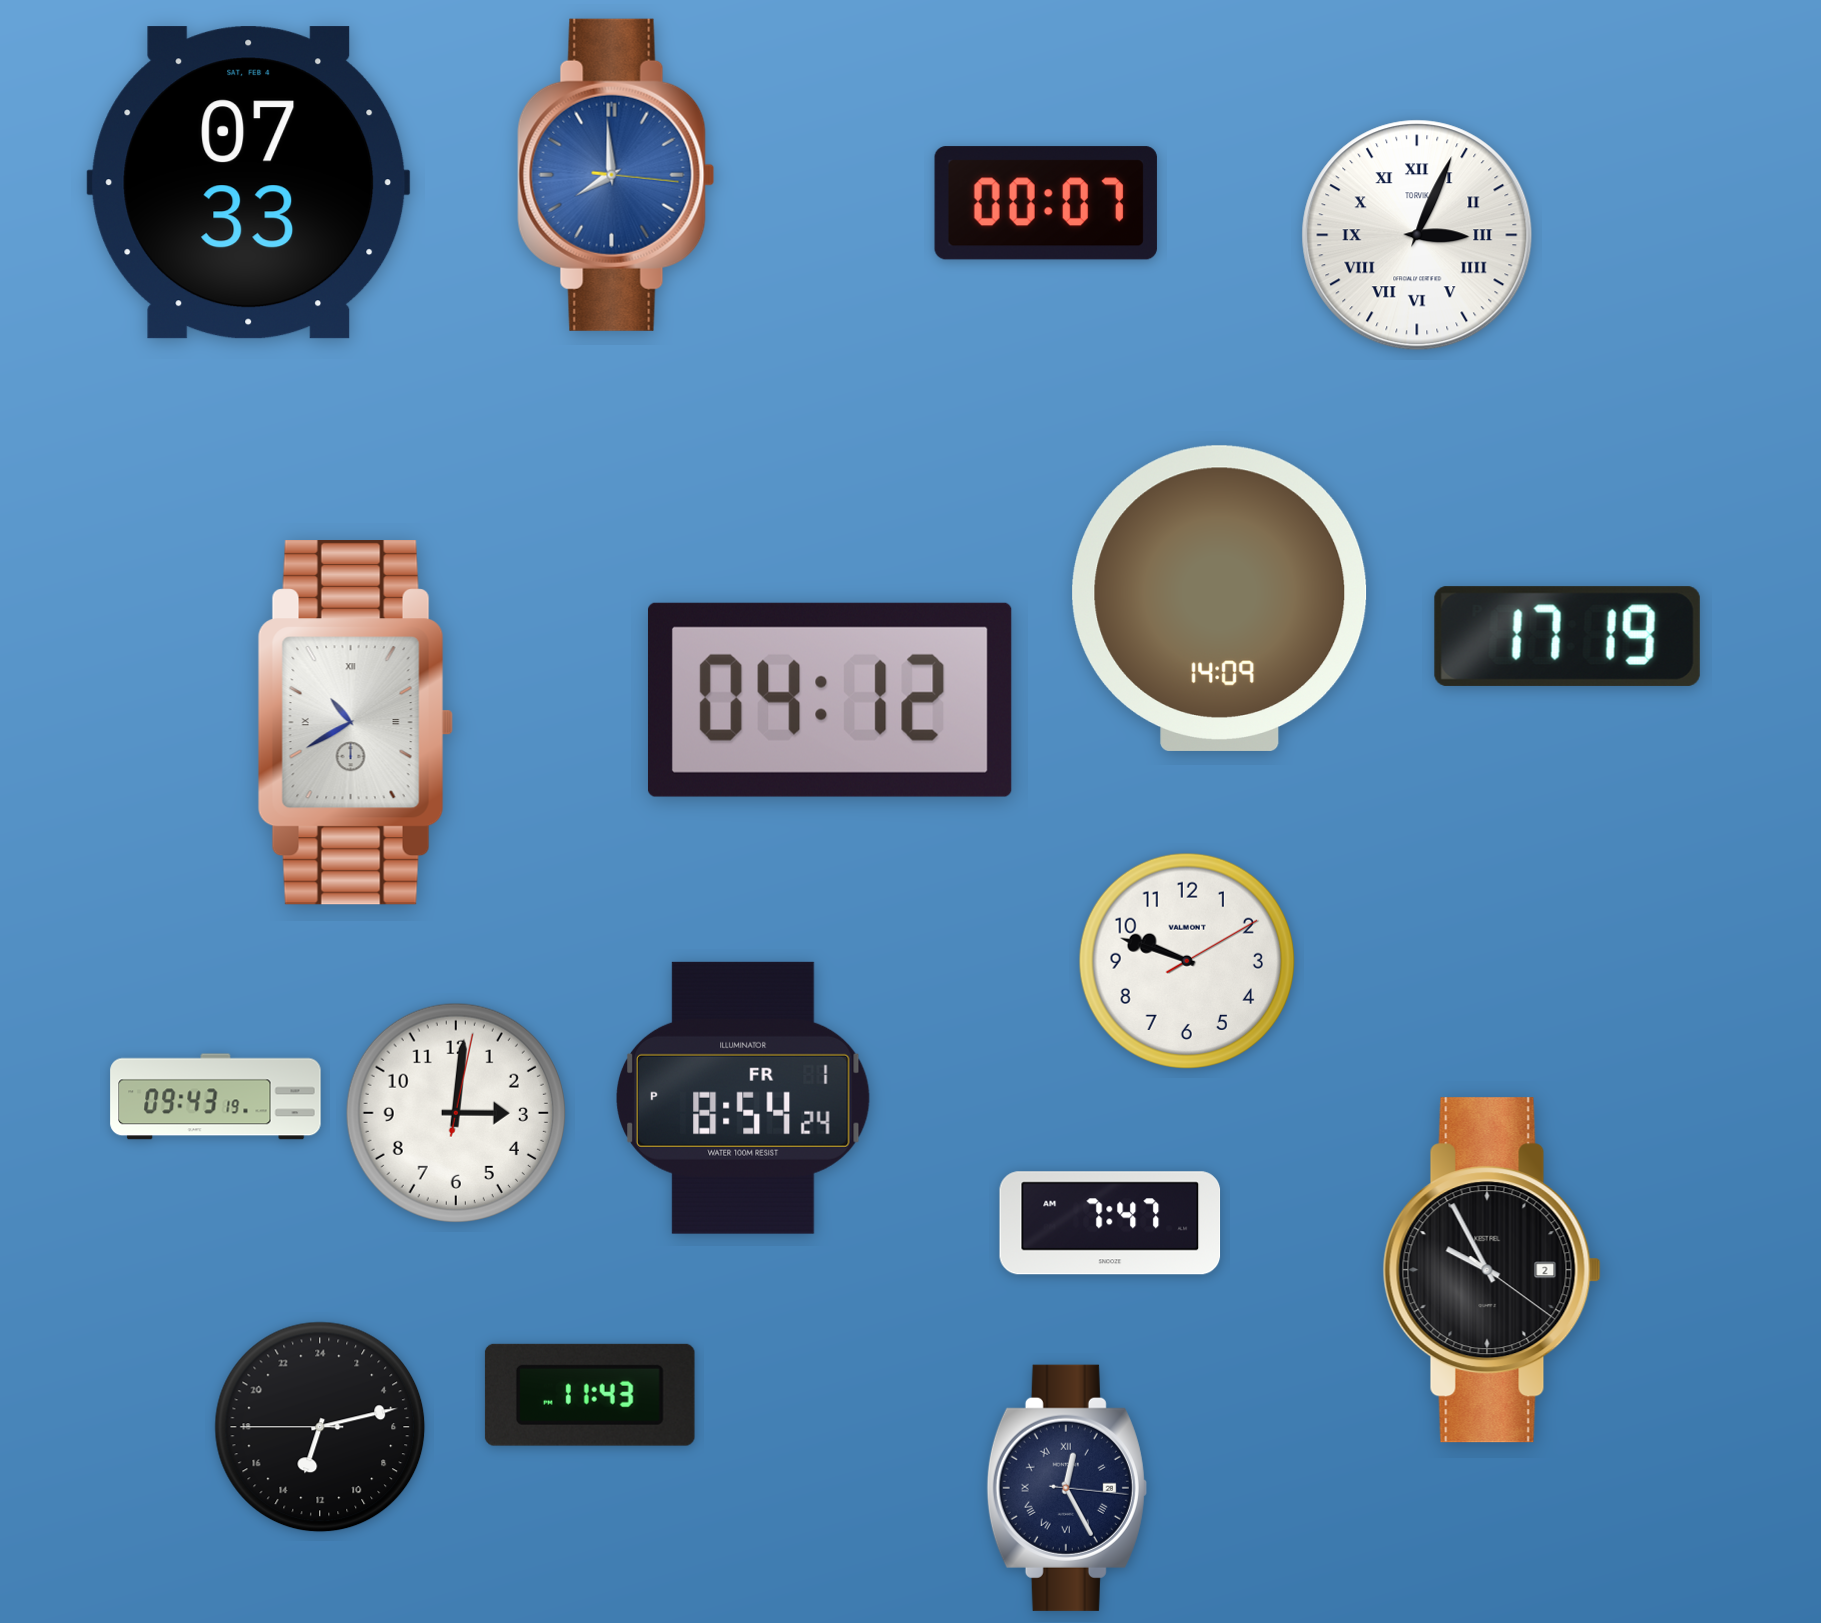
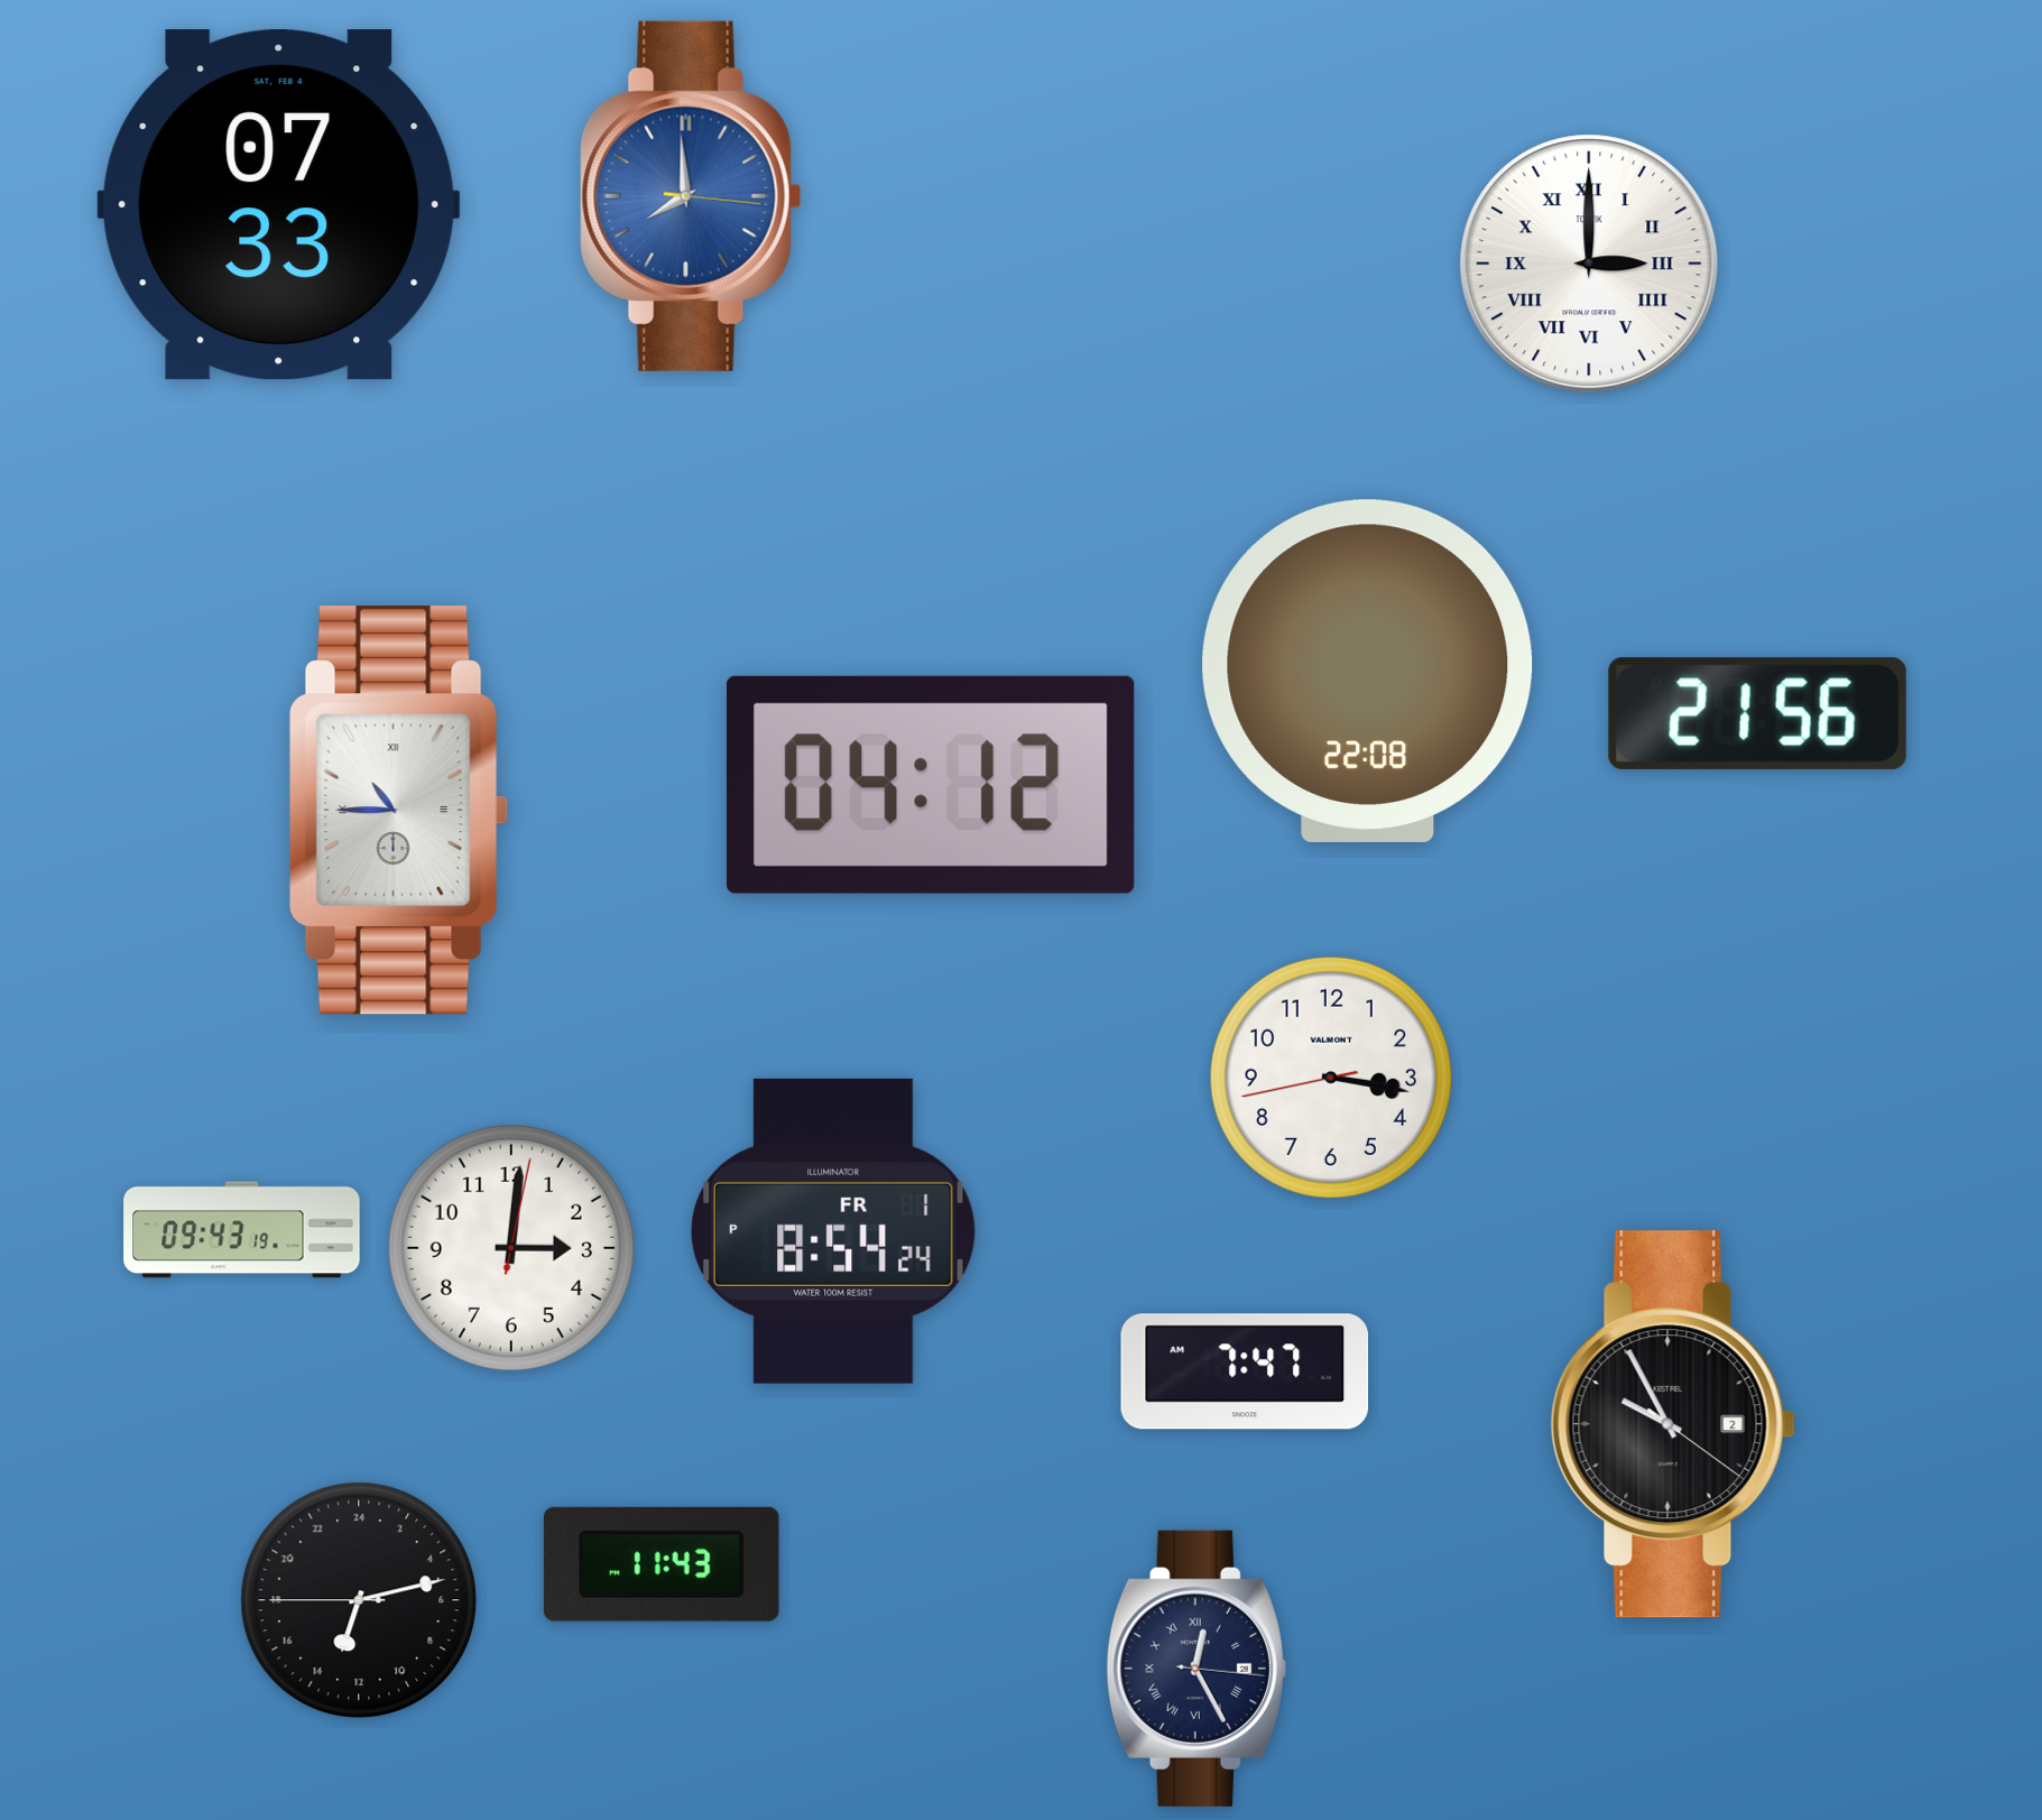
clock at (1046, 203): 00:07 -> none
clock at (1417, 235): 3:04 -> 3:00
clock at (1220, 598): 14:09 -> 22:08
clock at (1567, 636): 17:19 -> 21:56
clock at (355, 723): 10:40 -> 10:45
clock at (1186, 960): 9:48 -> 3:16
